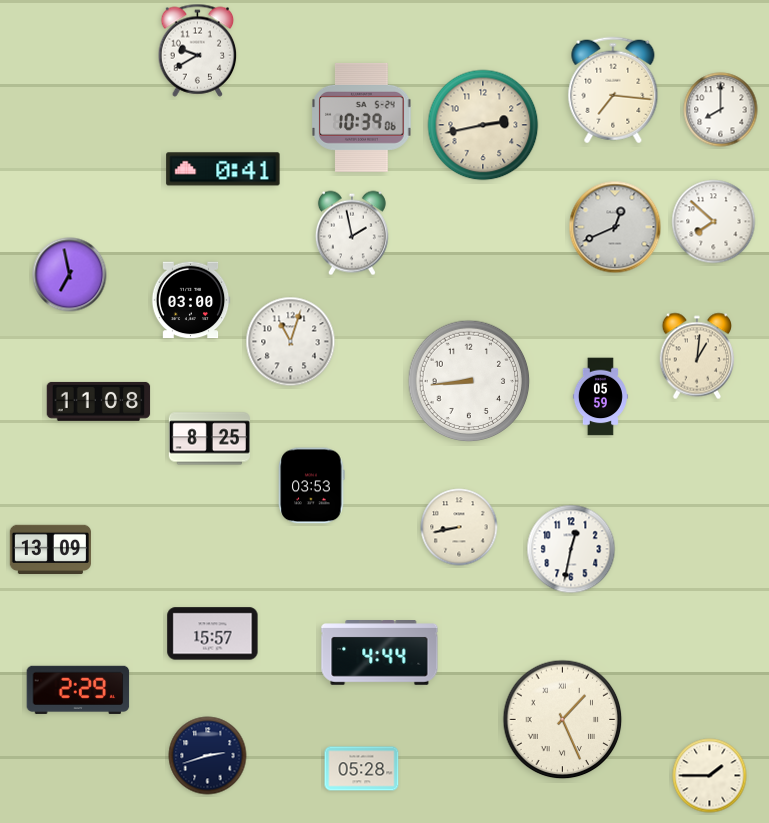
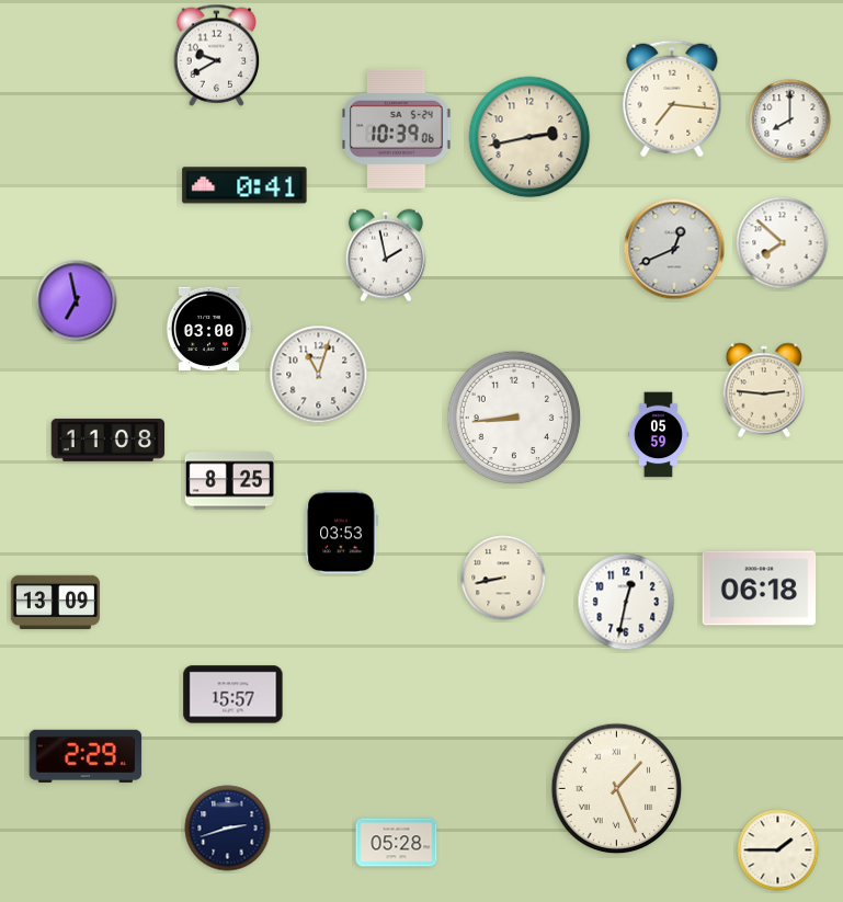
clock at (696, 356): 1:01 -> 2:46
clock at (760, 589): none -> 06:18
clock at (380, 653): 4:44 -> none
